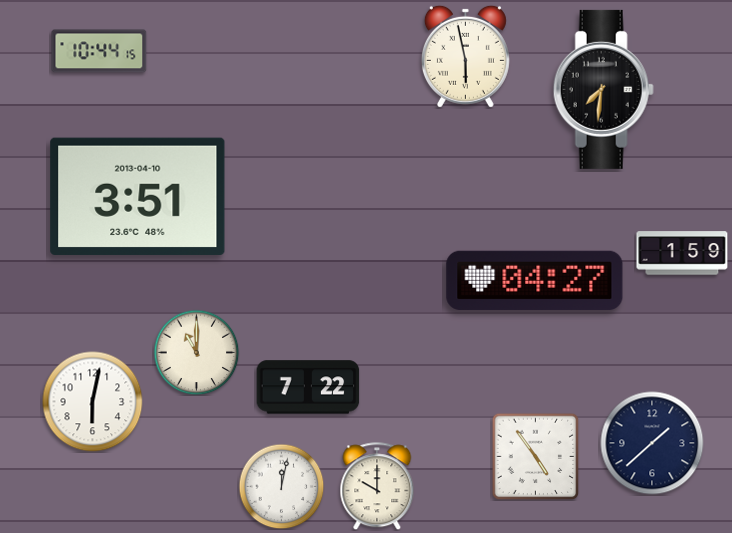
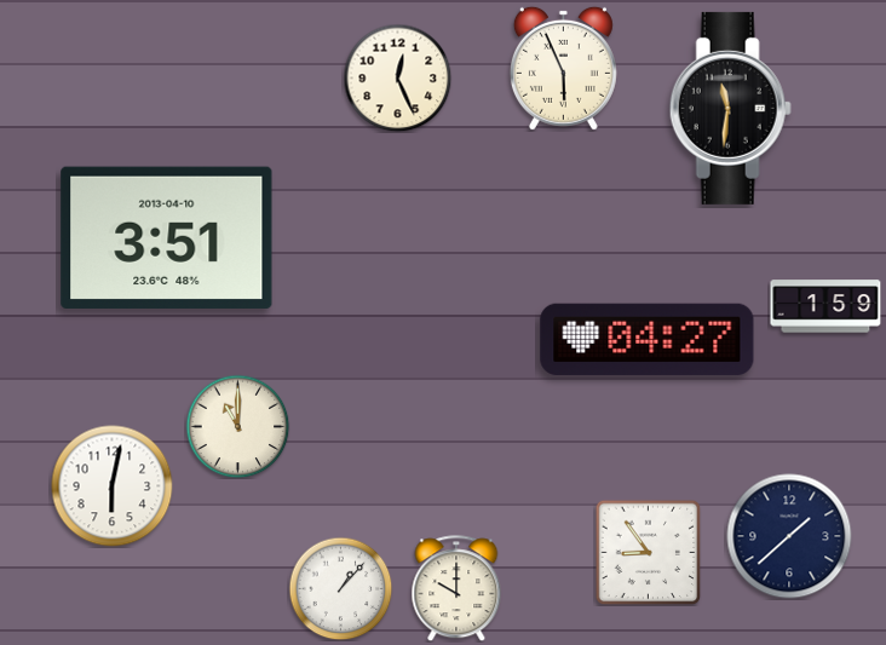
clock at (99, 51): 10:44 -> none
clock at (465, 56): 5:58 -> 5:56
clock at (397, 77): none -> 12:26
clock at (603, 89): 7:31 -> 11:31
clock at (308, 387): 7:22 -> none
clock at (535, 456): 4:54 -> 8:54
clock at (281, 486): 12:02 -> 1:07
